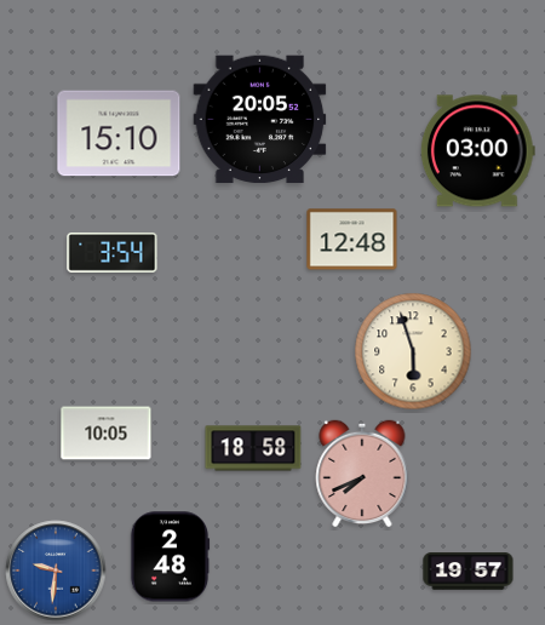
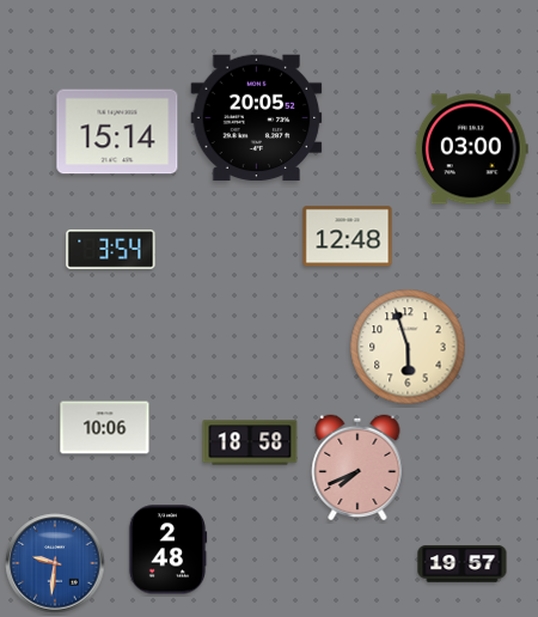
clock at (119, 133): 15:10 -> 15:14
clock at (107, 434): 10:05 -> 10:06
